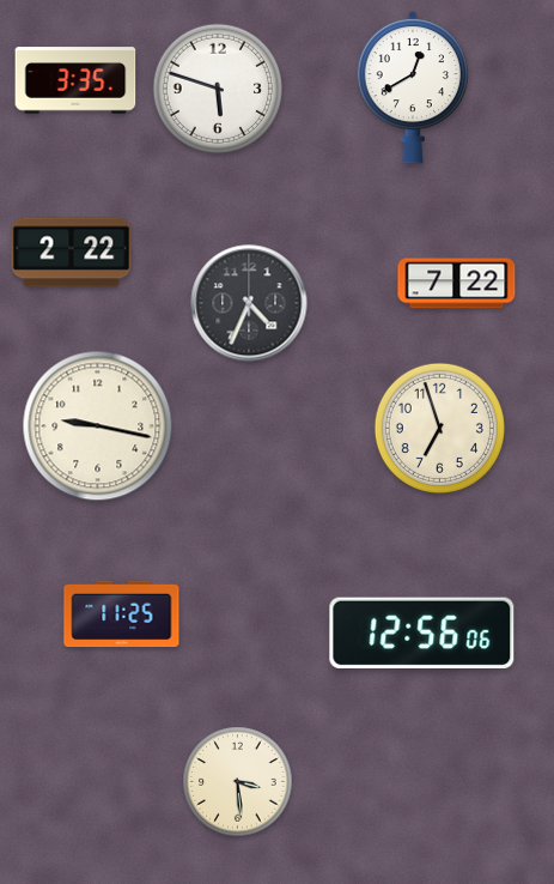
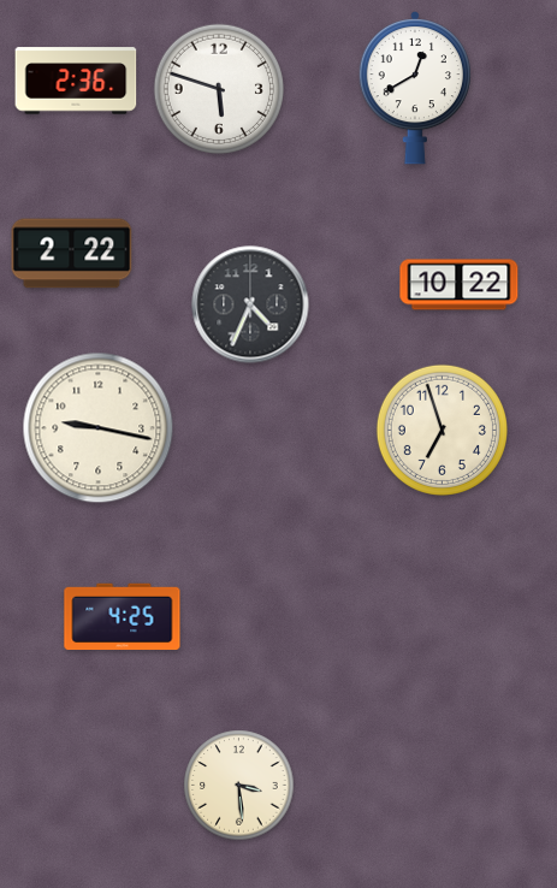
clock at (75, 80): 3:35 -> 2:36
clock at (457, 284): 7:22 -> 10:22
clock at (122, 614): 11:25 -> 4:25
clock at (422, 632): 12:56 -> none
